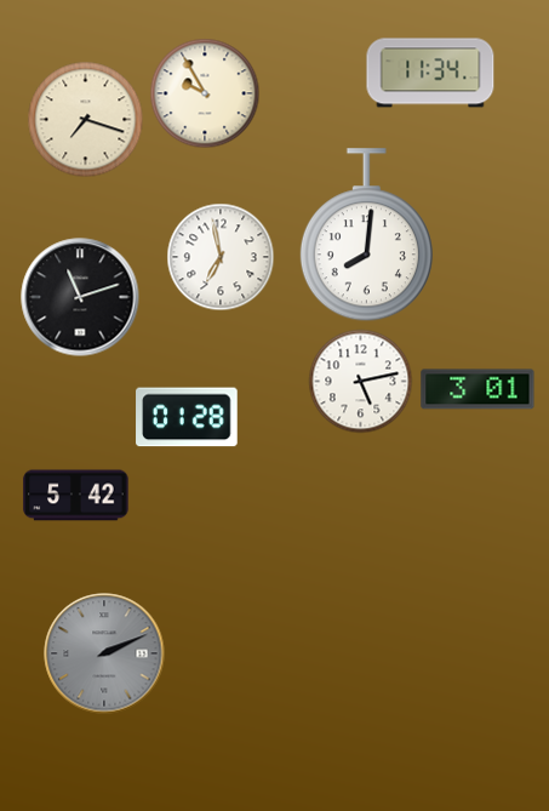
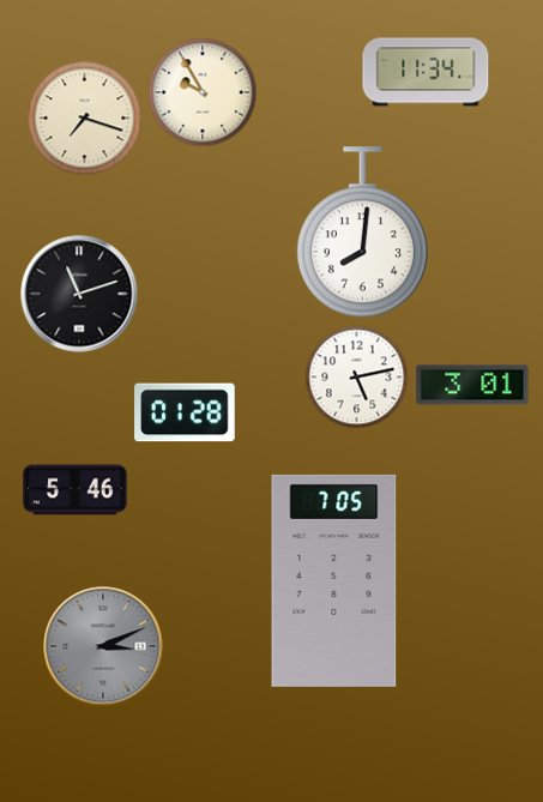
clock at (221, 257): 6:58 -> none
clock at (76, 496): 5:42 -> 5:46
clock at (334, 580): none -> 7:05
clock at (104, 653): 2:11 -> 3:11
